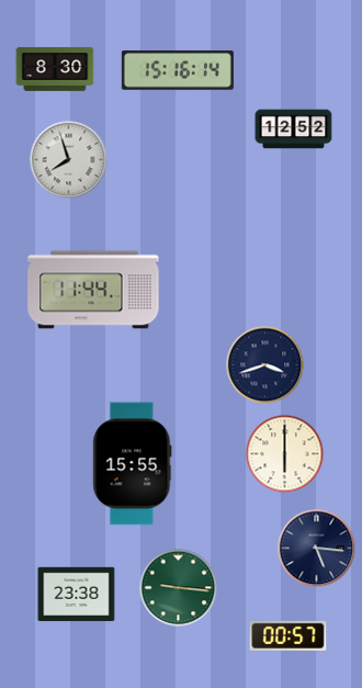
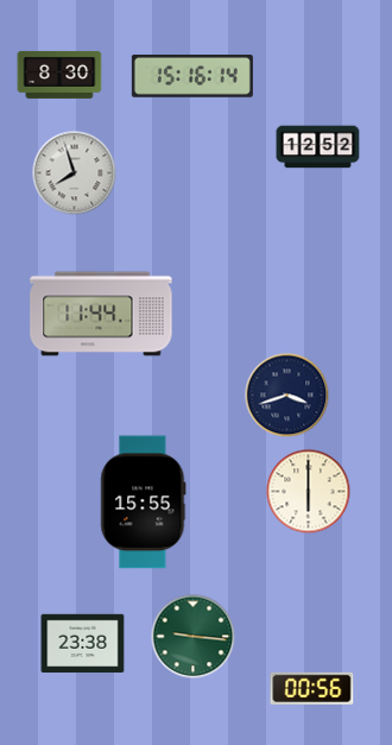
clock at (294, 129) position: (294, 129) -> (318, 147)
clock at (317, 549): 5:16 -> none
clock at (289, 635): 00:57 -> 00:56
